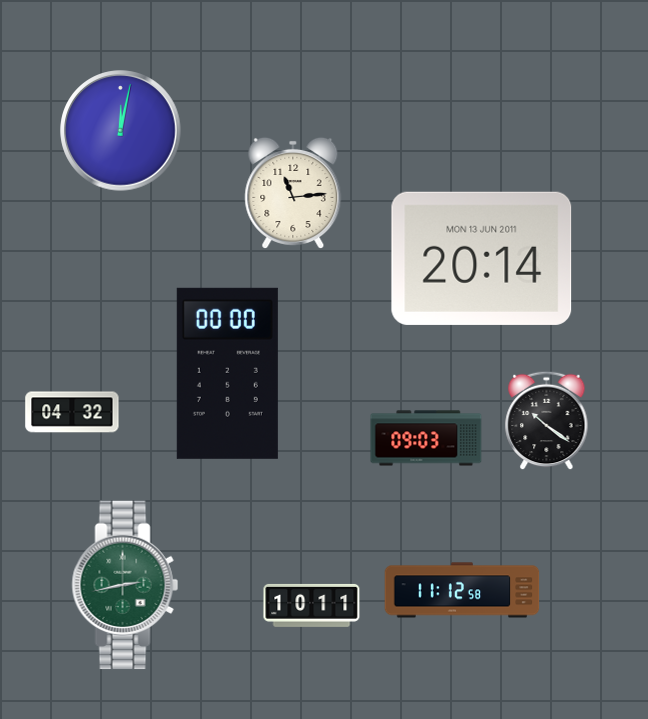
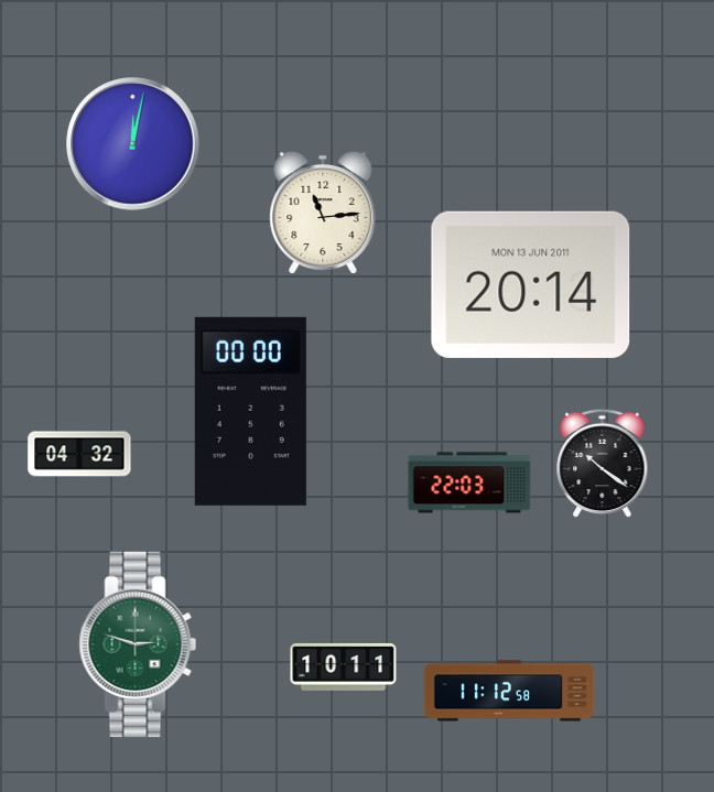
clock at (426, 438): 09:03 -> 22:03
clock at (125, 585): 2:43 -> 2:48
clock at (462, 590) position: (462, 590) -> (509, 691)
